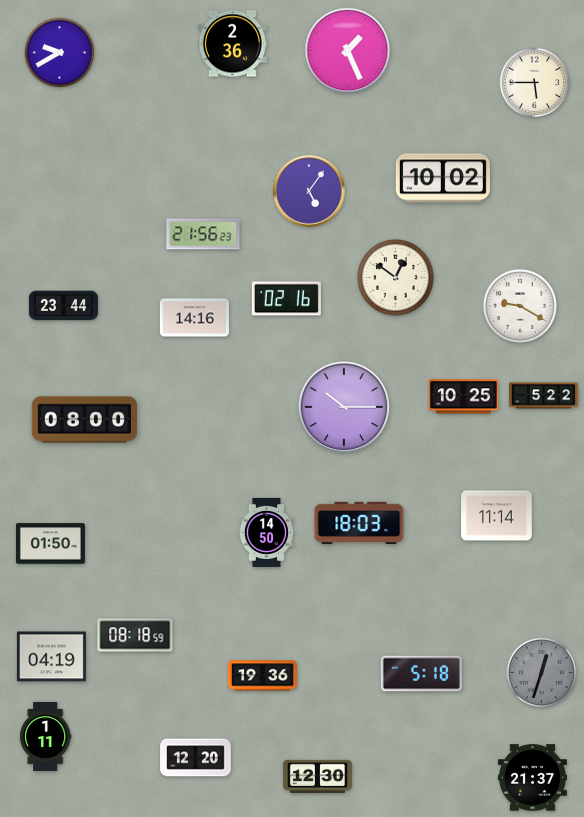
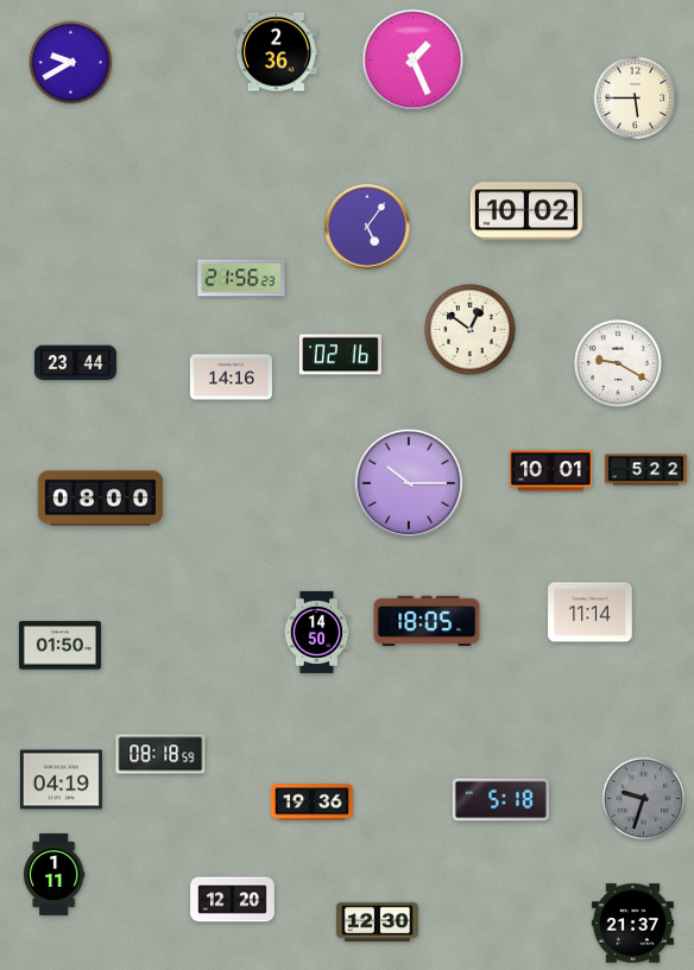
clock at (463, 397): 10:25 -> 10:01
clock at (359, 523): 18:03 -> 18:05
clock at (542, 673): 12:33 -> 9:33
